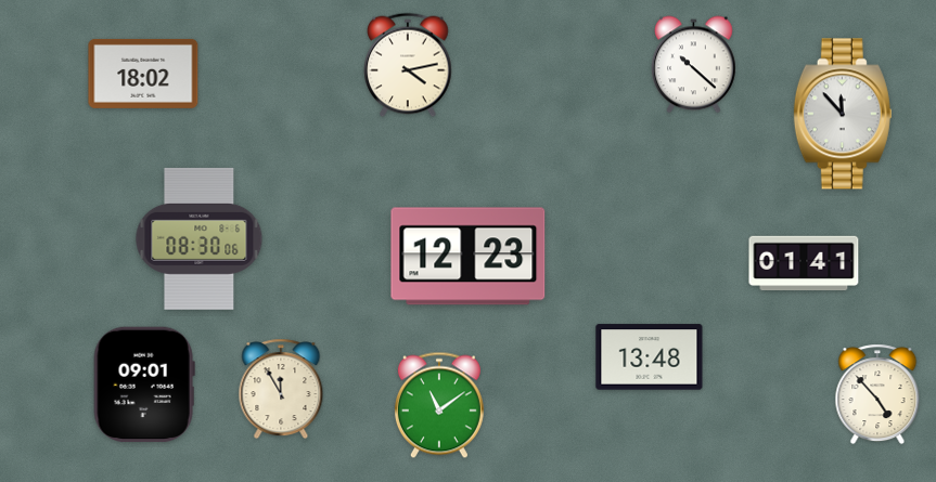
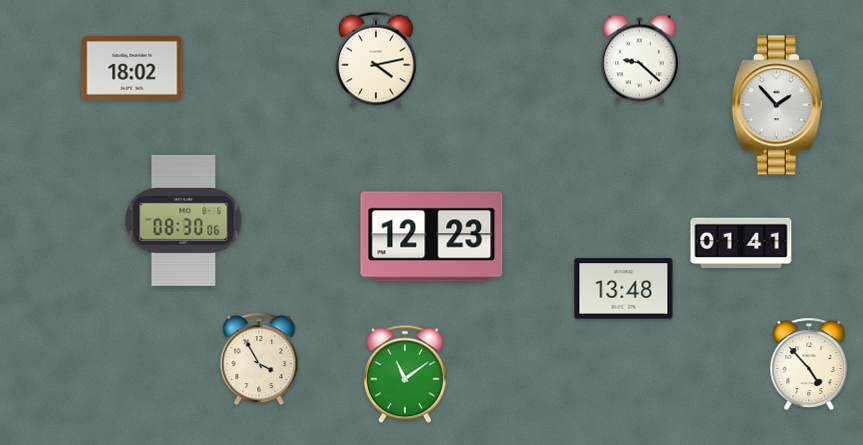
clock at (694, 65): 10:22 -> 9:22
clock at (843, 114): 11:53 -> 1:53
clock at (650, 357) position: (650, 357) -> (624, 289)
clock at (144, 385): 09:01 -> none
clock at (281, 389): 11:55 -> 3:55
